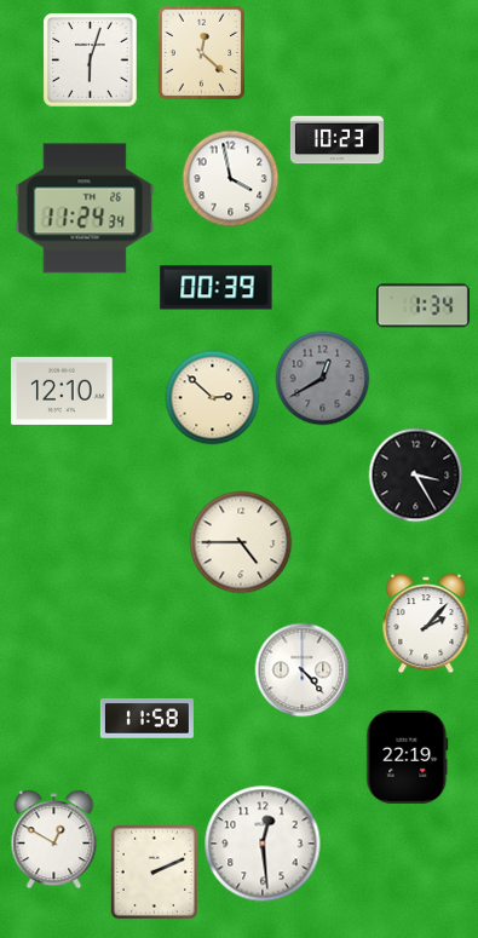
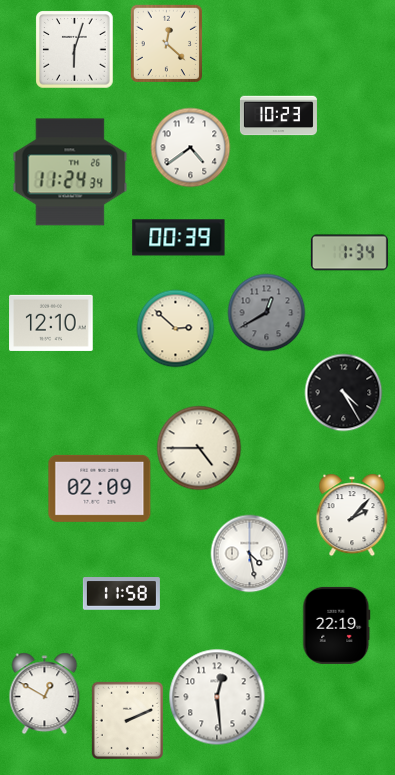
clock at (230, 178): 3:58 -> 4:39
clock at (415, 474): 3:25 -> 4:25
clock at (100, 488): none -> 02:09
clock at (301, 669): 4:23 -> 4:28
